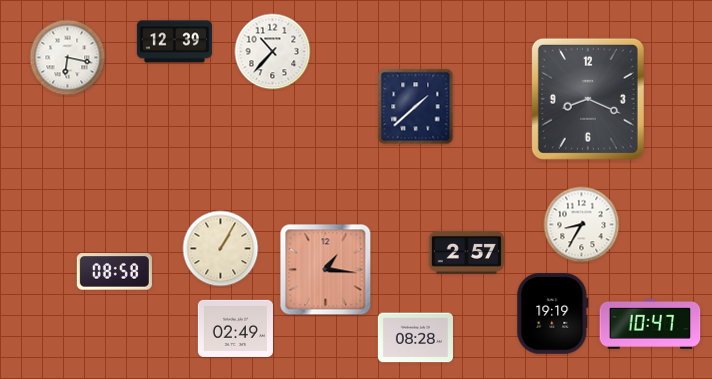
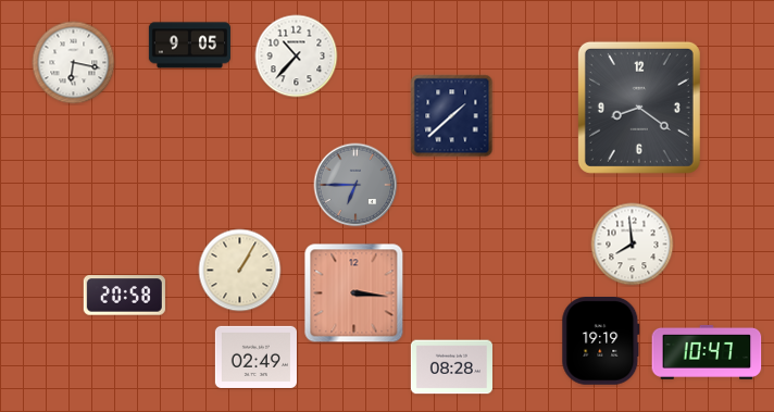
clock at (174, 42): 12:39 -> 9:05
clock at (588, 99): 8:19 -> 8:21
clock at (355, 185): none -> 6:45
clock at (582, 225): 8:35 -> 7:59
clock at (466, 252): 2:57 -> none
clock at (326, 270): 1:16 -> 3:16
clock at (114, 272): 08:58 -> 20:58
